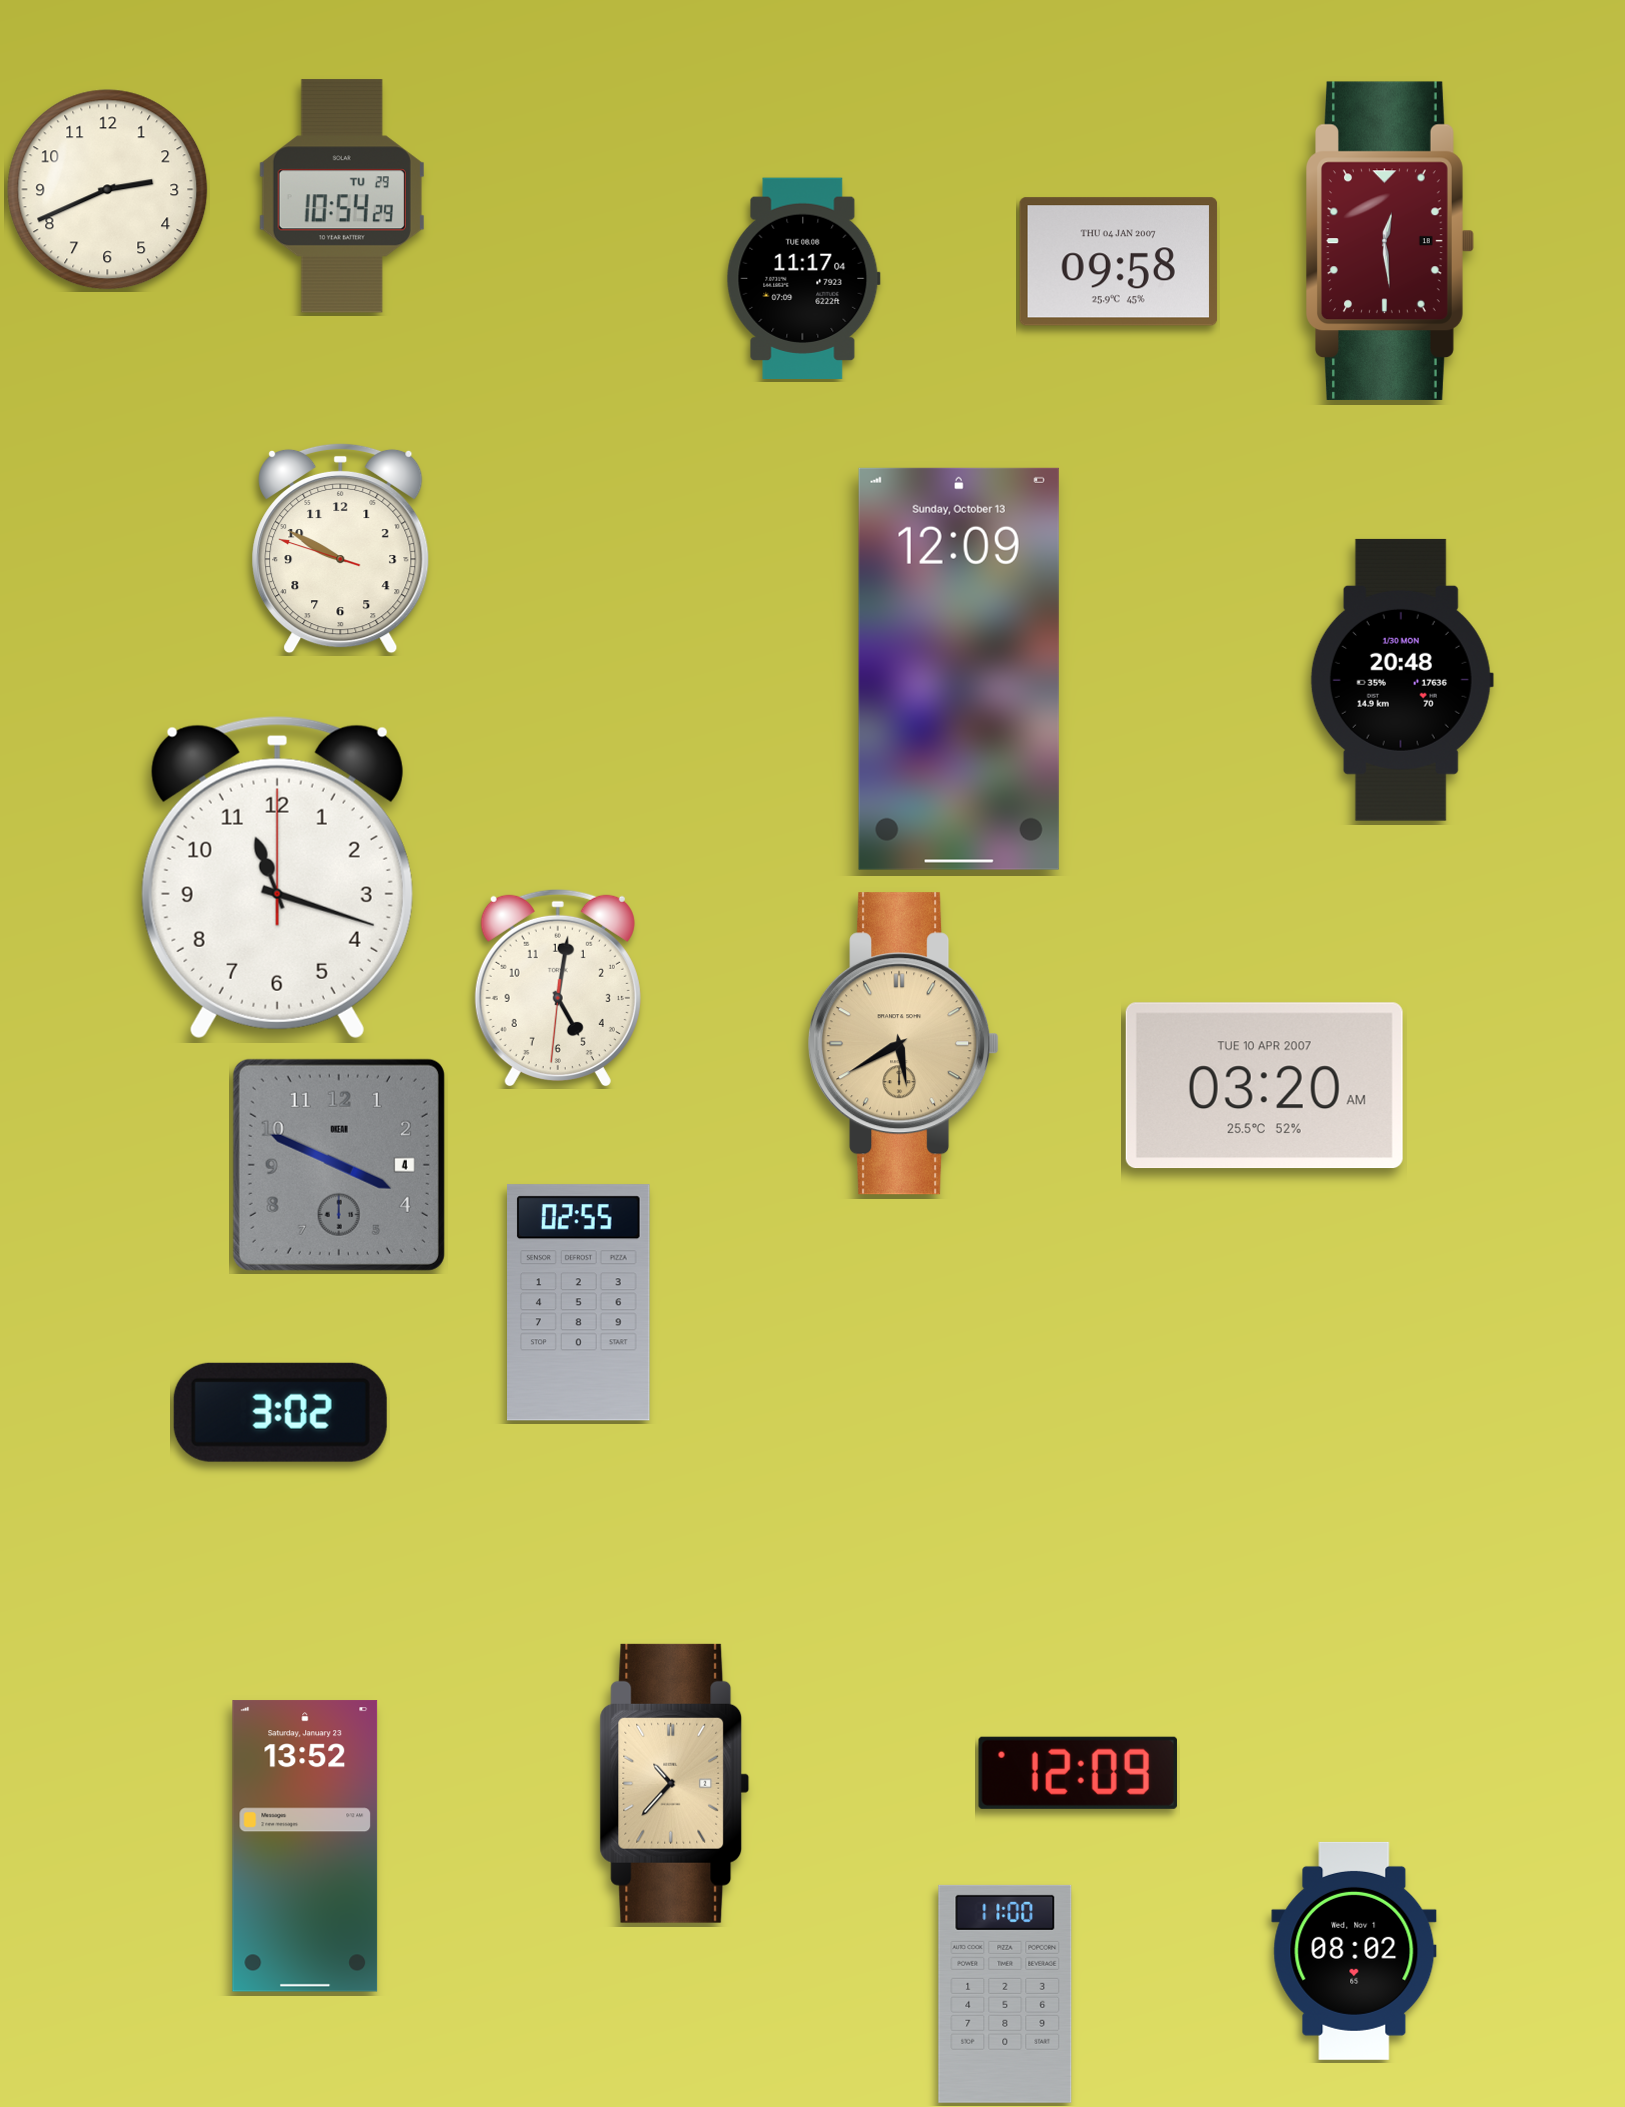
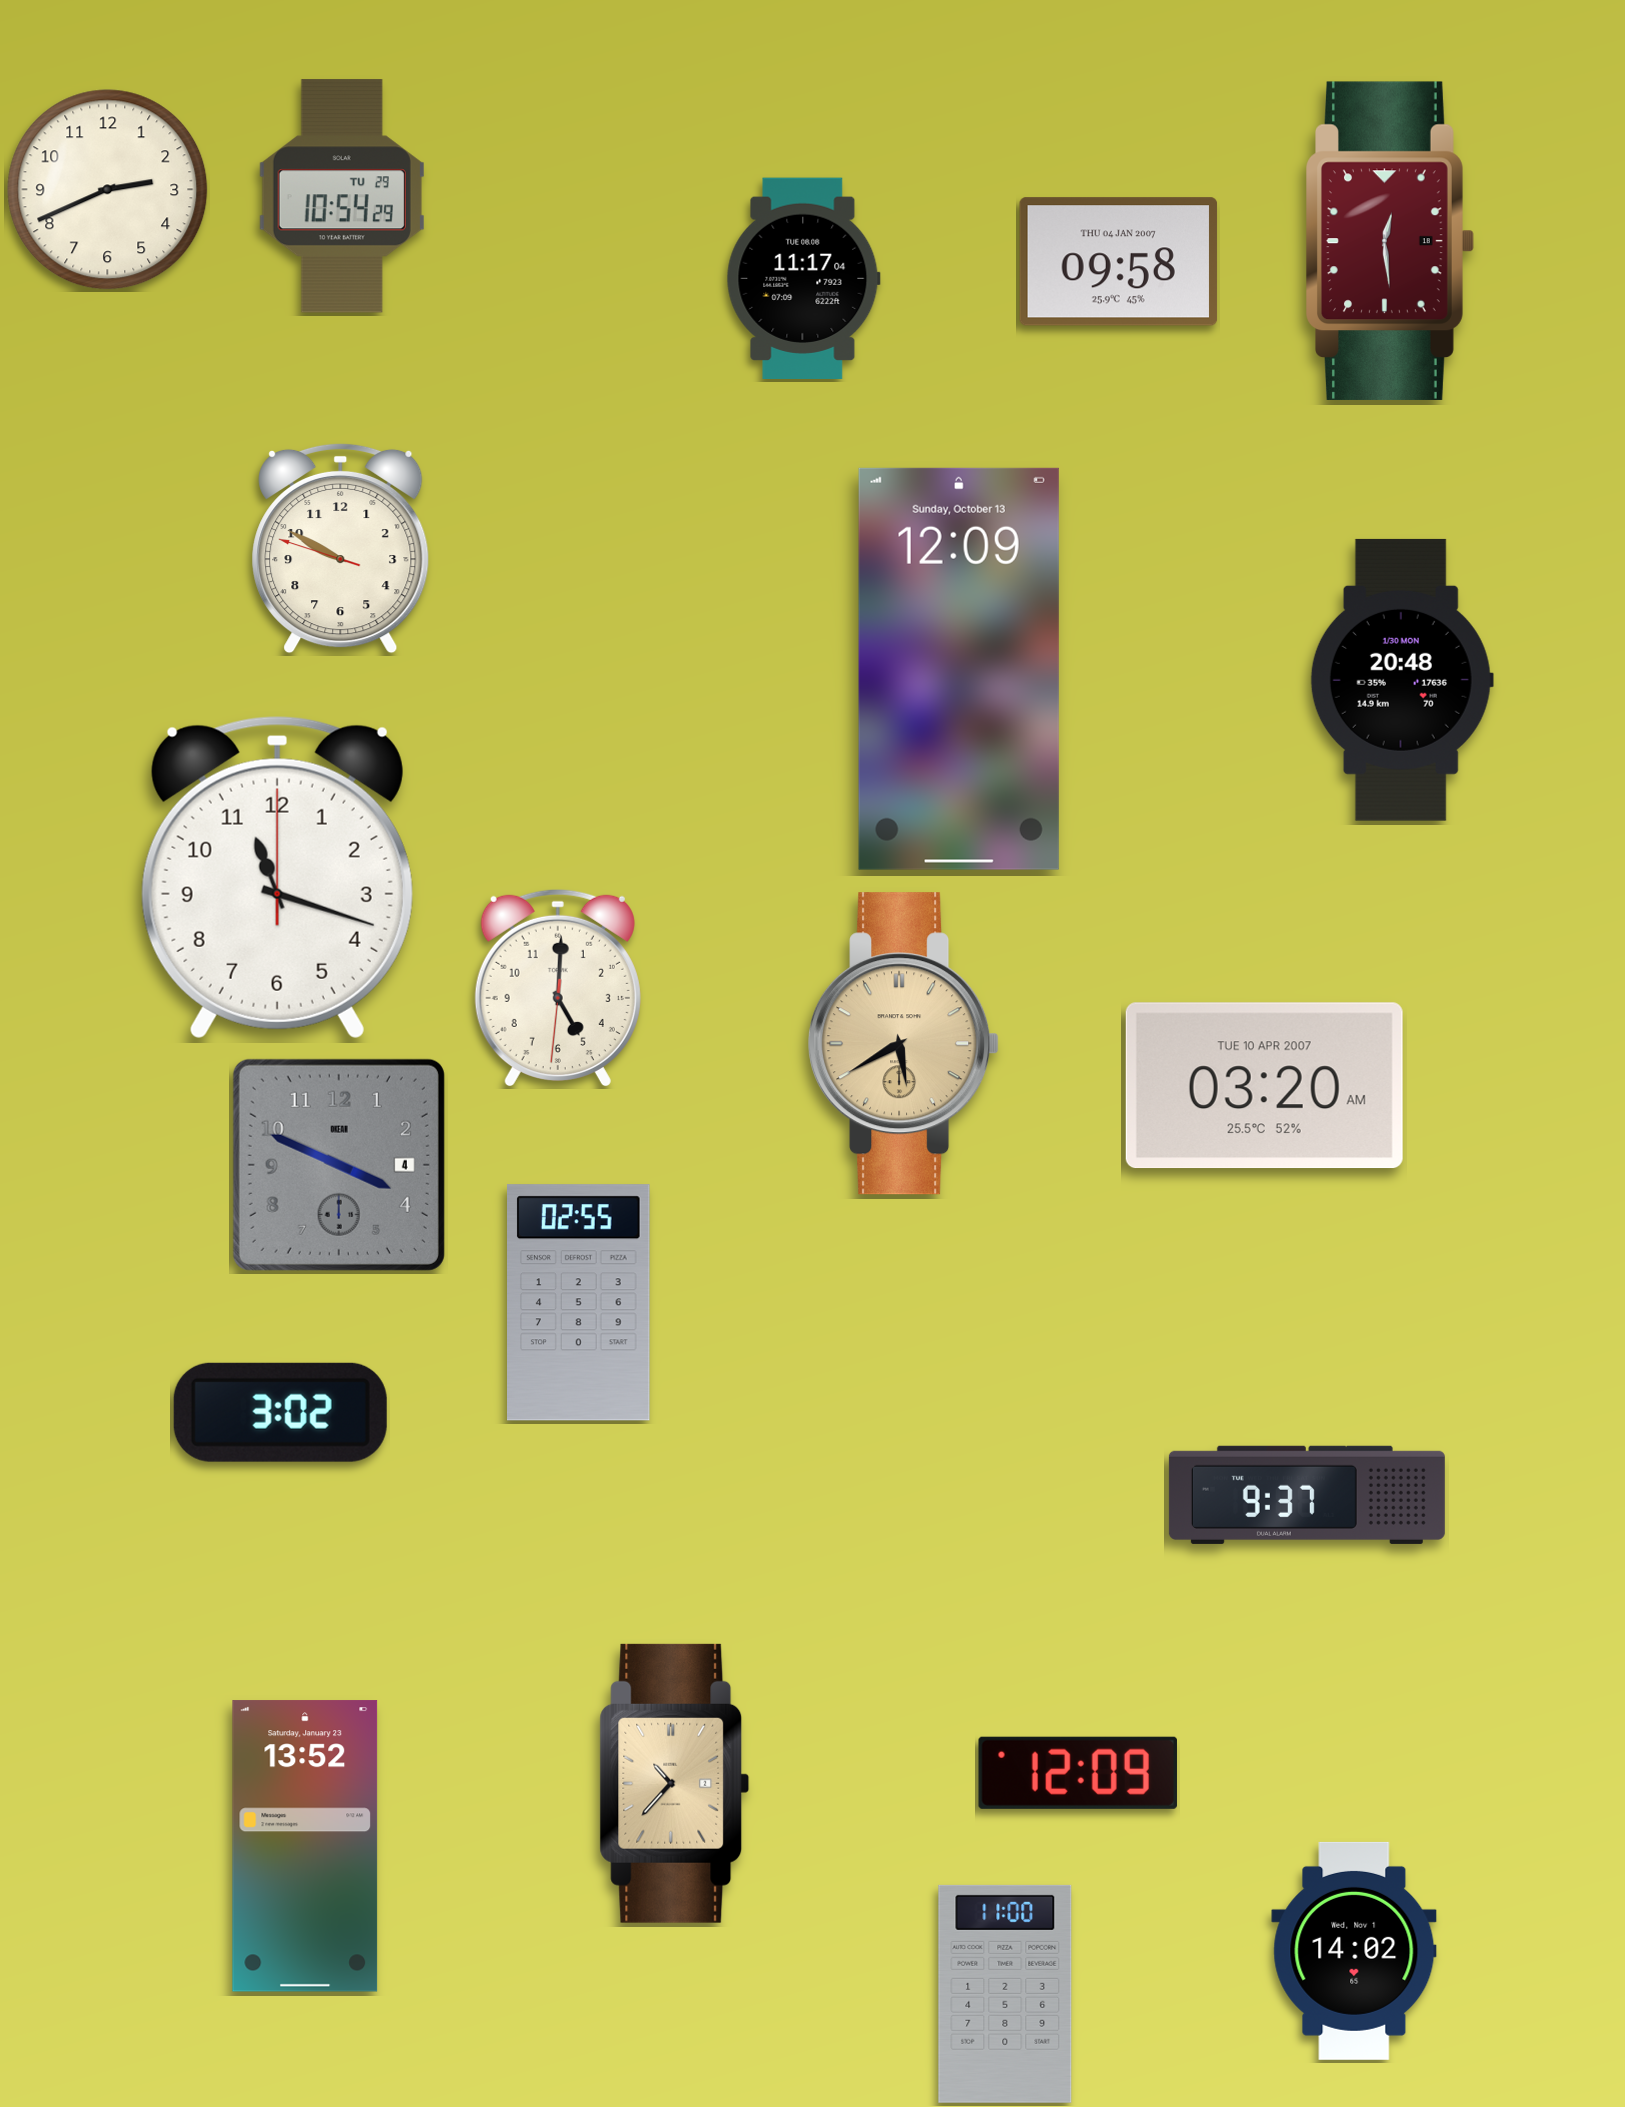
clock at (558, 987): 5:01 -> 5:00
clock at (1307, 1495): none -> 9:37
clock at (1354, 1951): 08:02 -> 14:02
